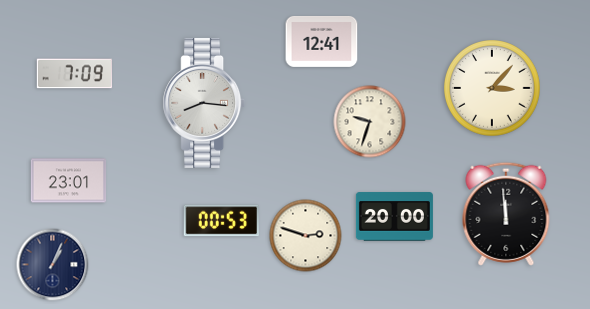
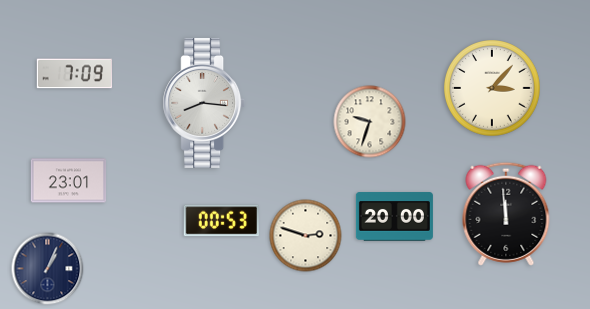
clock at (322, 41): 12:41 -> none
clock at (53, 265) position: (53, 265) -> (48, 269)
